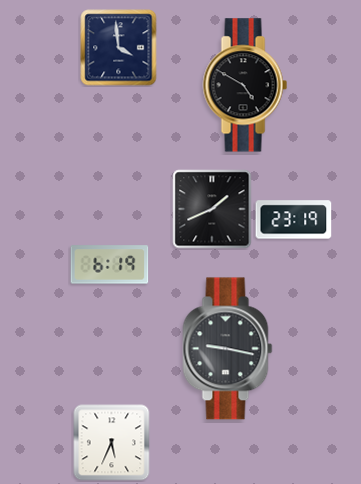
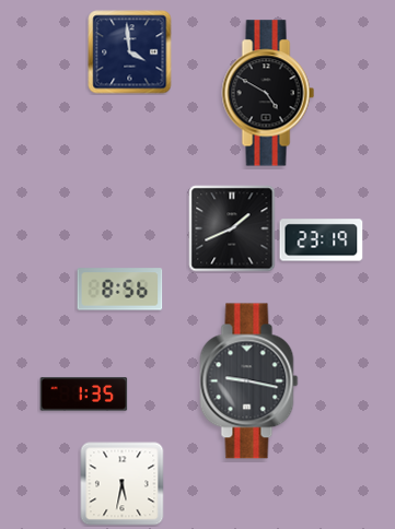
clock at (110, 265): 6:19 -> 8:56
clock at (84, 395): none -> 1:35
clock at (112, 443): 5:34 -> 5:32
